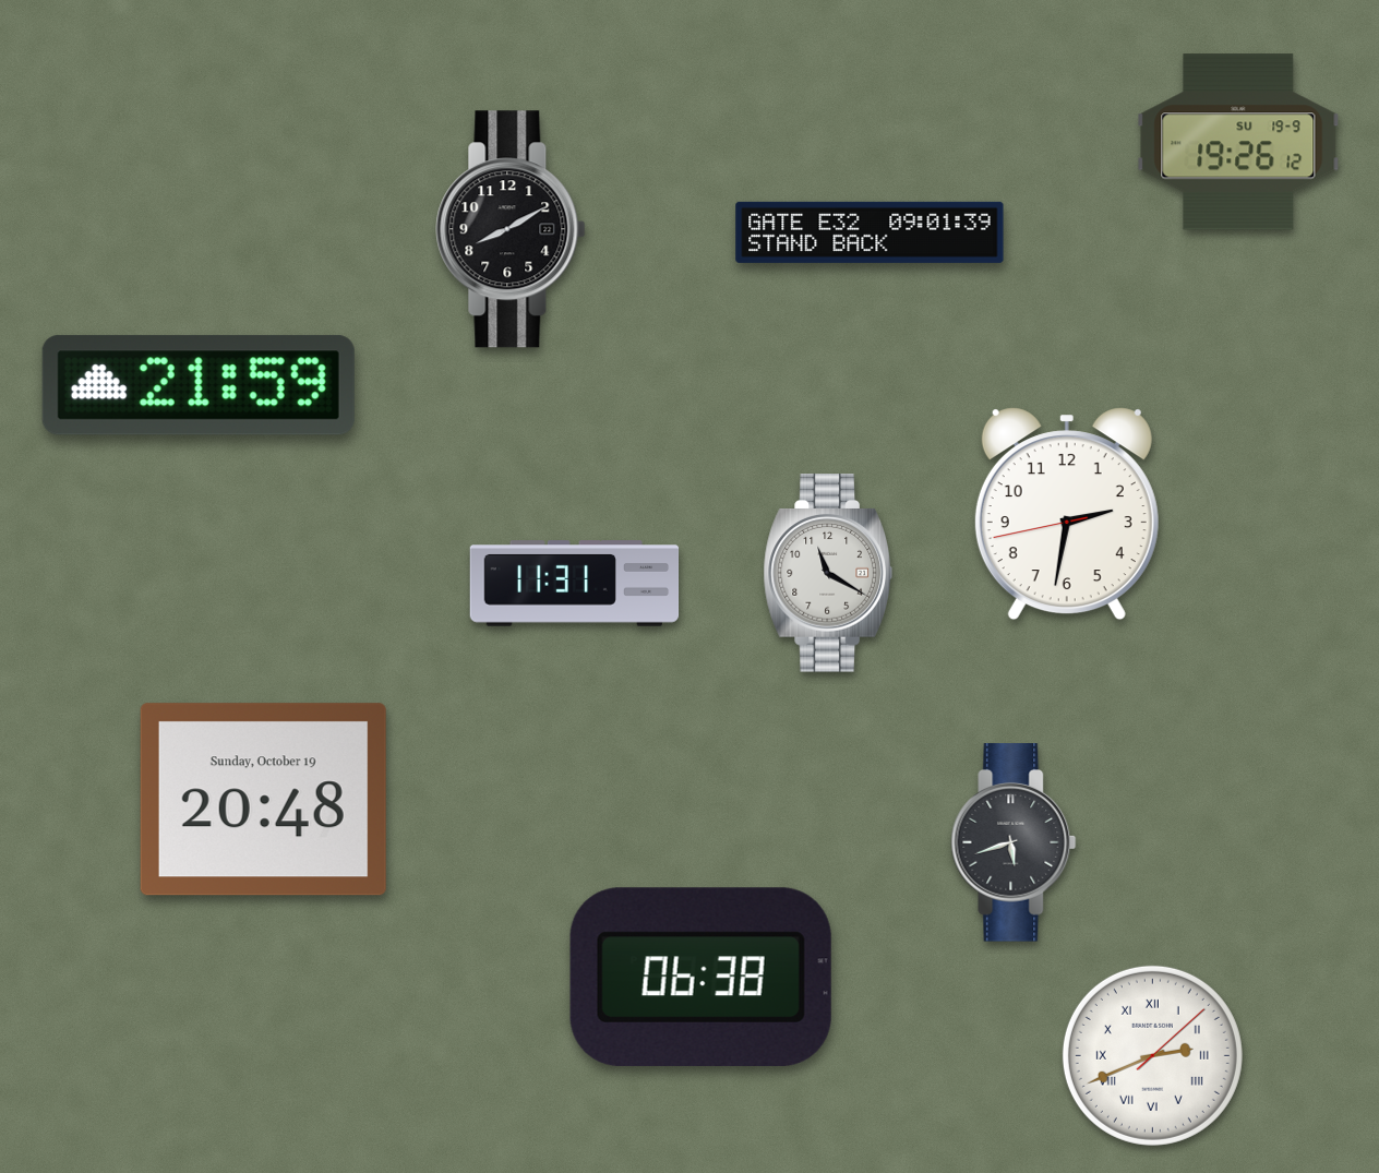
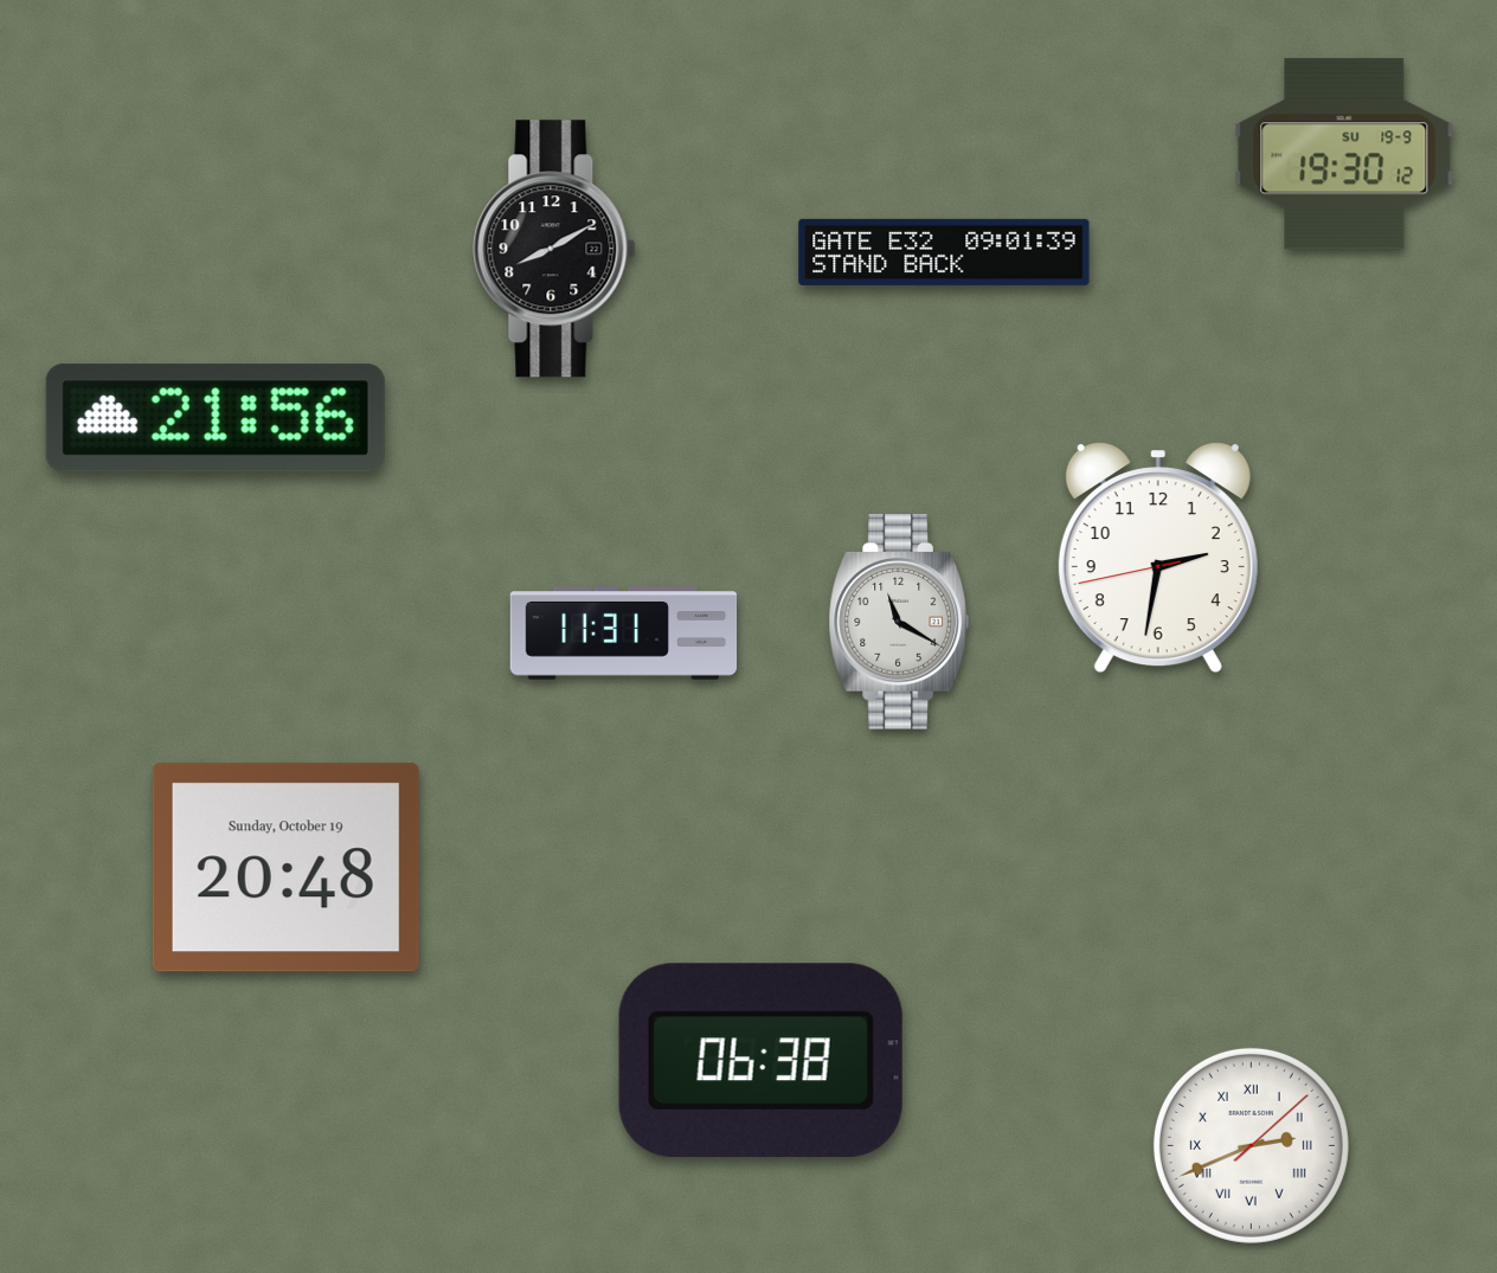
clock at (1238, 142): 19:26 -> 19:30
clock at (199, 385): 21:59 -> 21:56
clock at (1014, 842): 5:42 -> none
